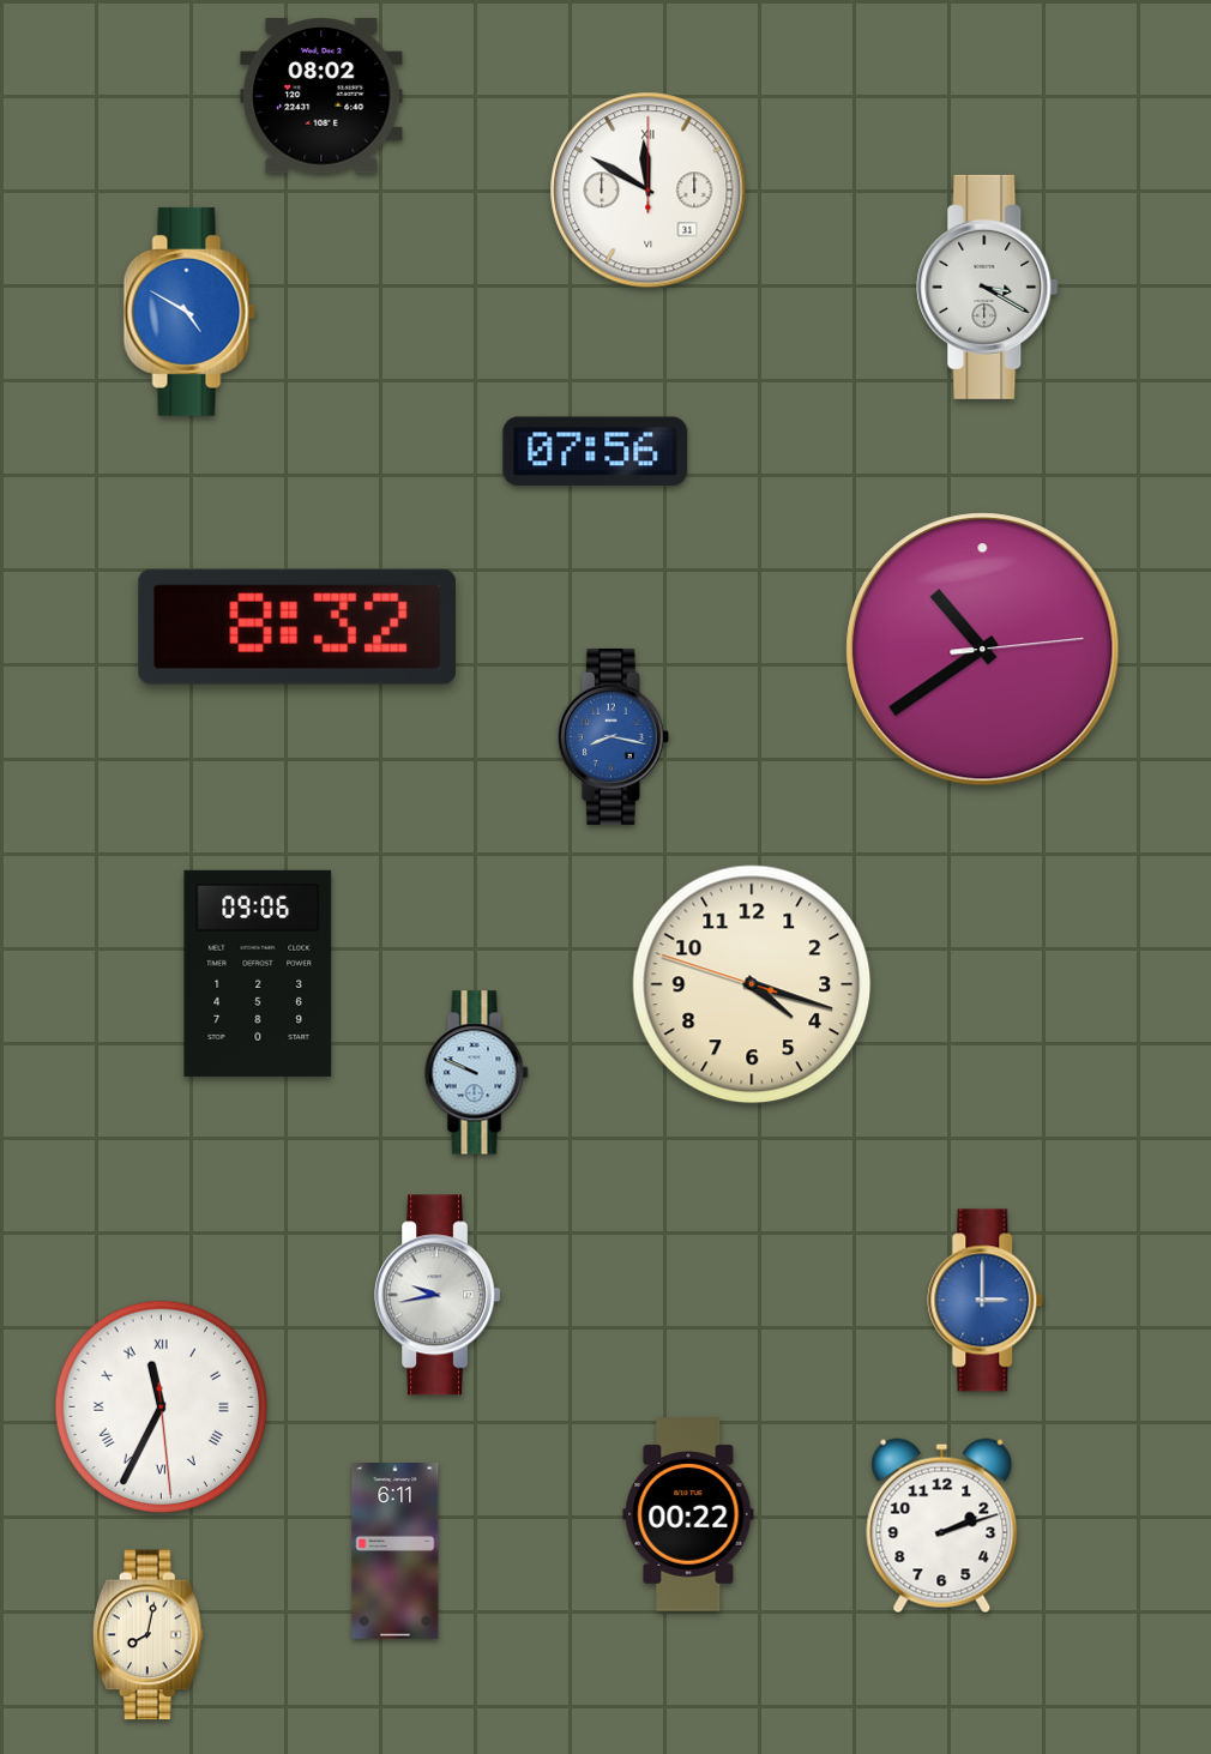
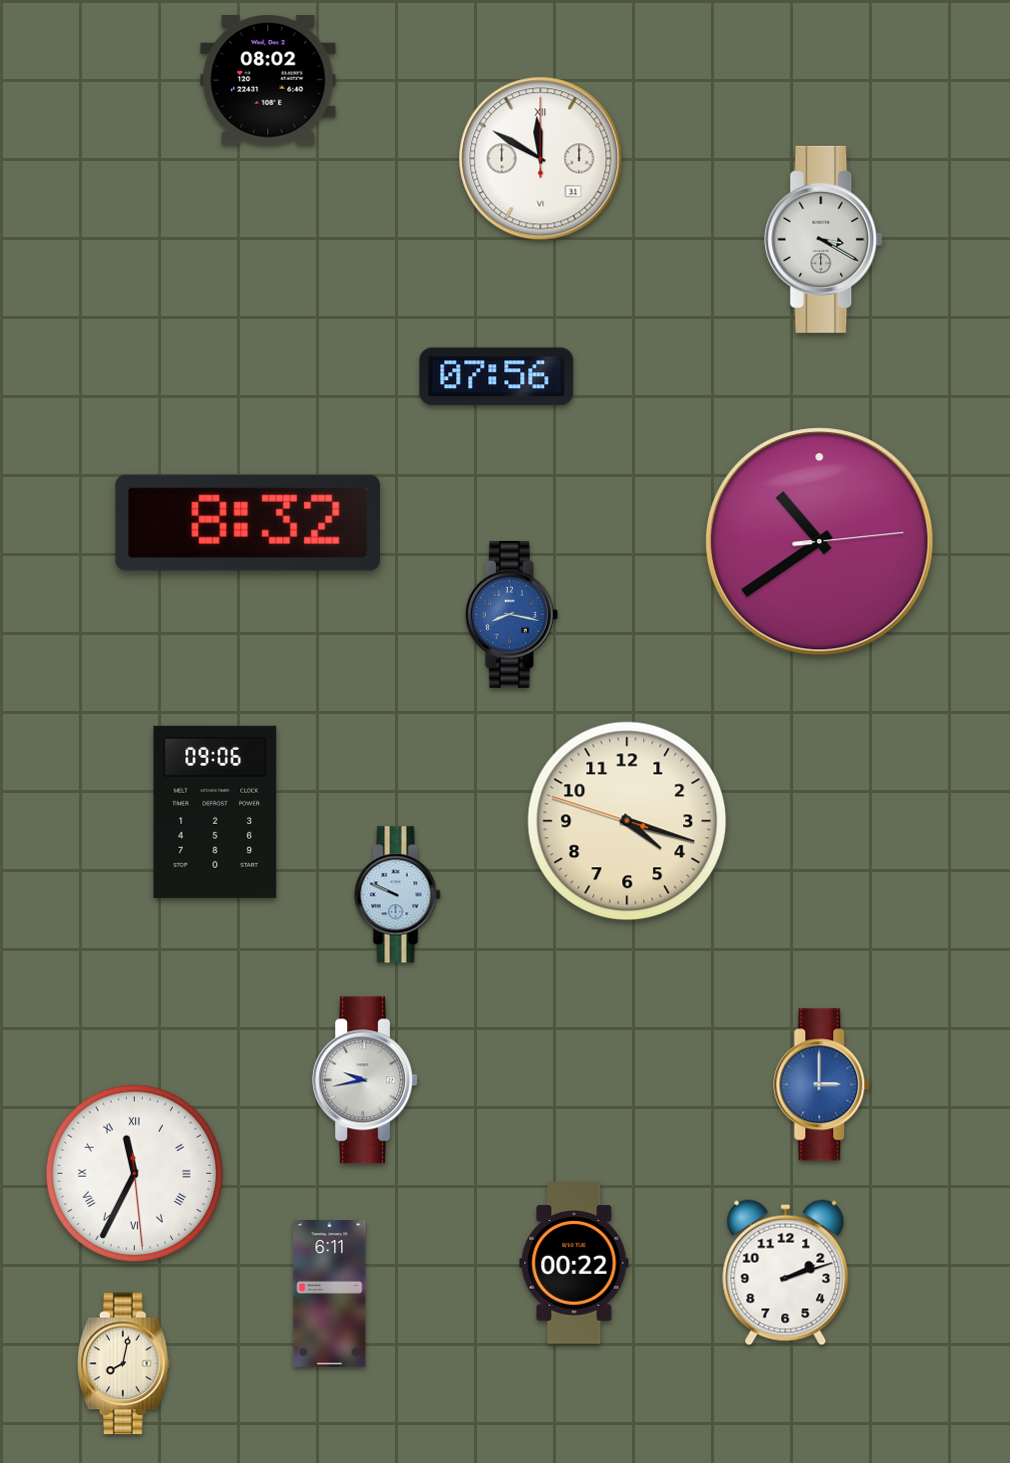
clock at (189, 312): 4:50 -> none
